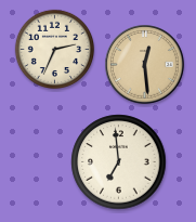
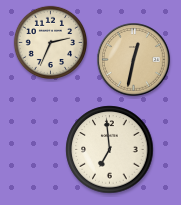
clock at (54, 49) position: (54, 49) -> (50, 42)
clock at (145, 65): 12:29 -> 12:32
